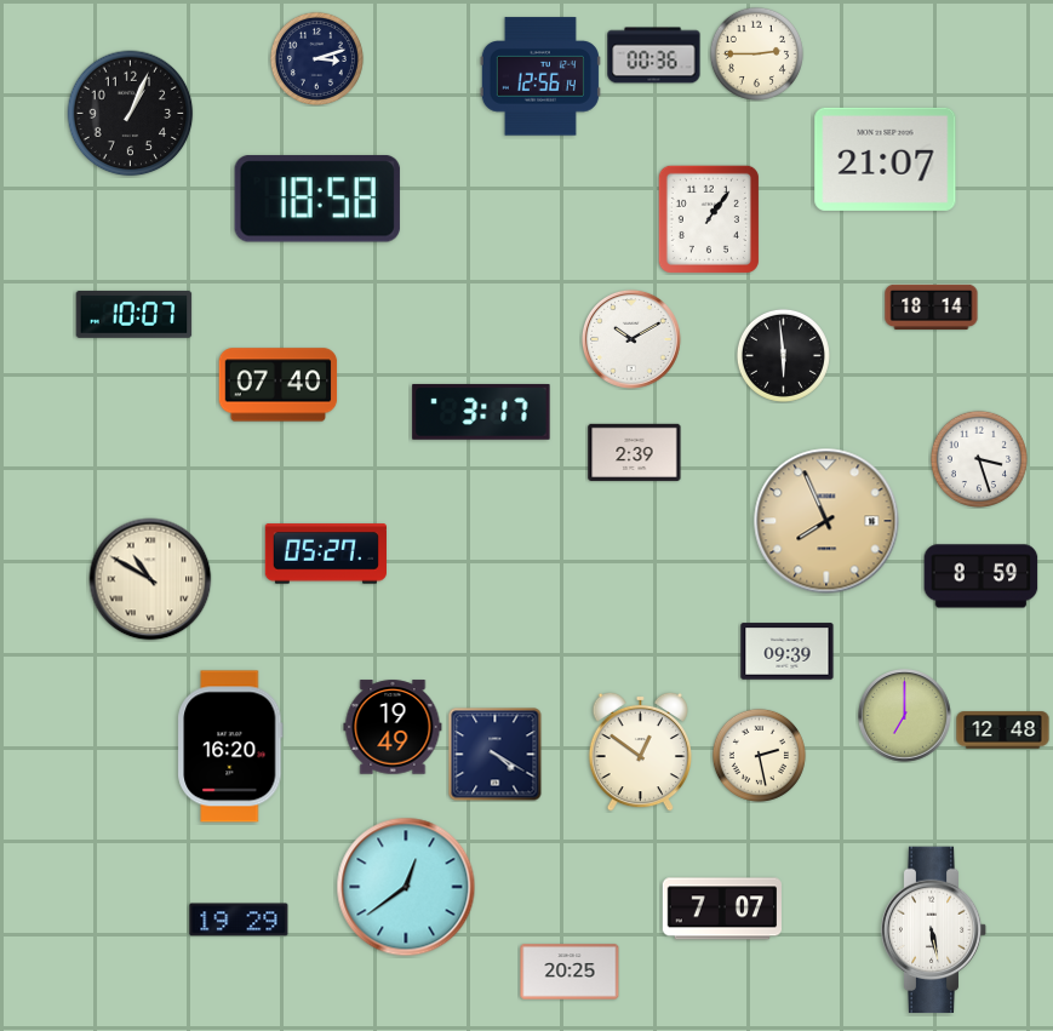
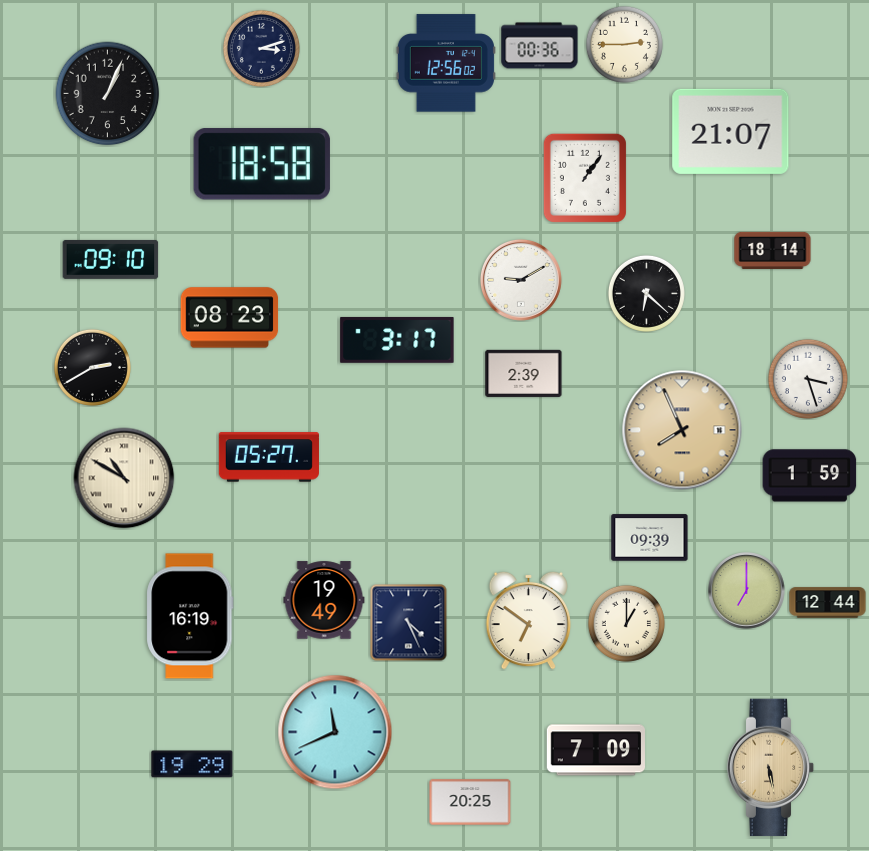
clock at (540, 76): 12:56:14 -> 12:56:02
clock at (709, 219) position: (709, 219) -> (585, 178)
clock at (932, 307) position: (932, 307) -> (773, 250)
clock at (135, 314): 10:07 -> 09:10
clock at (631, 339): 10:10 -> 9:10
clock at (783, 355): 5:59 -> 6:22
clock at (279, 385): 07:40 -> 08:23
clock at (92, 367): none -> 2:40
clock at (982, 577): 8:59 -> 1:59
clock at (1003, 731): 12:48 -> 12:44
clock at (230, 746): 16:20 -> 16:19
clock at (640, 751): 12:51 -> 6:51
clock at (496, 755): 4:20 -> 4:26
clock at (759, 755): 2:28 -> 1:00
clock at (406, 887): 12:39 -> 11:41
clock at (721, 909): 7:07 -> 7:09
clock at (239, 920) position: (239, 920) -> (192, 764)
clock at (934, 930) dial: white -> champagne
